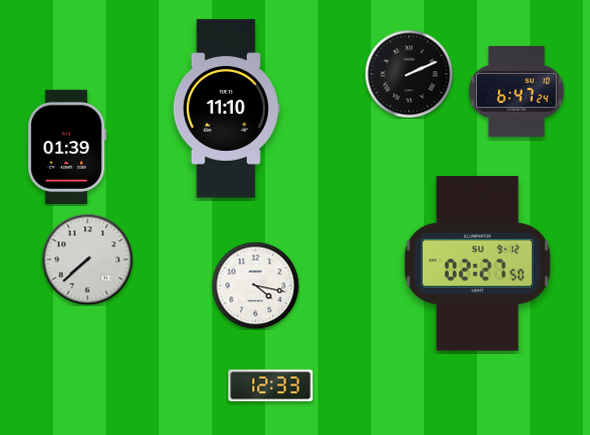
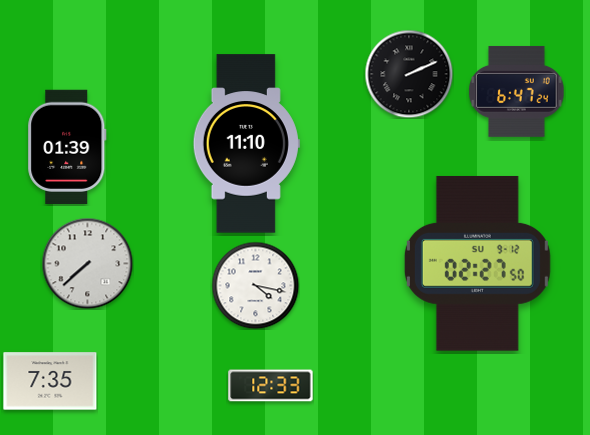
clock at (226, 109) position: (226, 109) -> (246, 144)
clock at (87, 259) position: (87, 259) -> (87, 263)
clock at (50, 381): none -> 7:35
